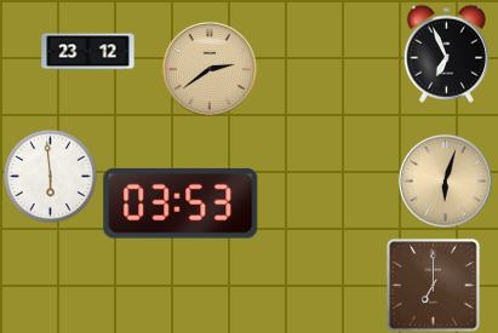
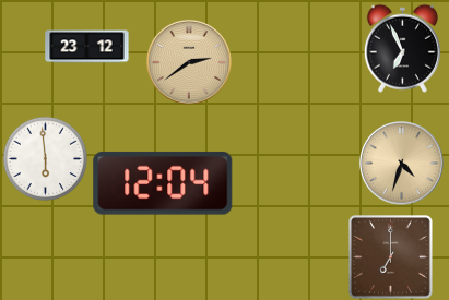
clock at (88, 52) position: (88, 52) -> (87, 47)
clock at (445, 180): 6:03 -> 4:33
clock at (181, 203): 03:53 -> 12:04
